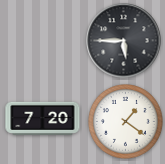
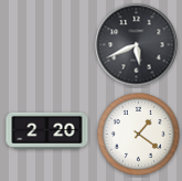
clock at (124, 41): 5:45 -> 5:41
clock at (43, 118): 7:20 -> 2:20
